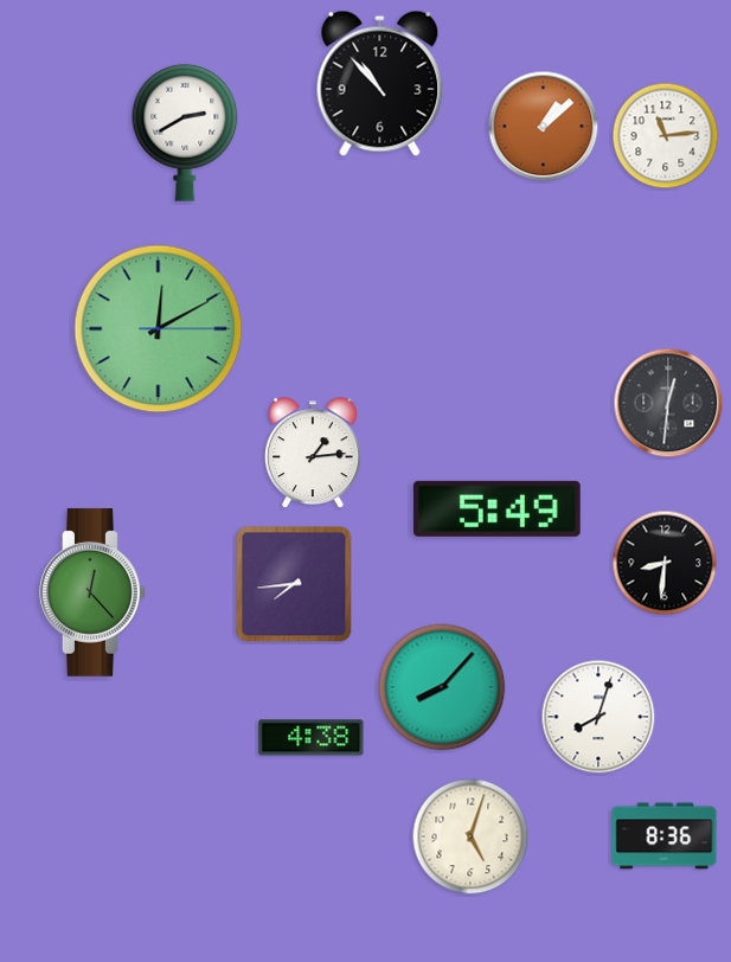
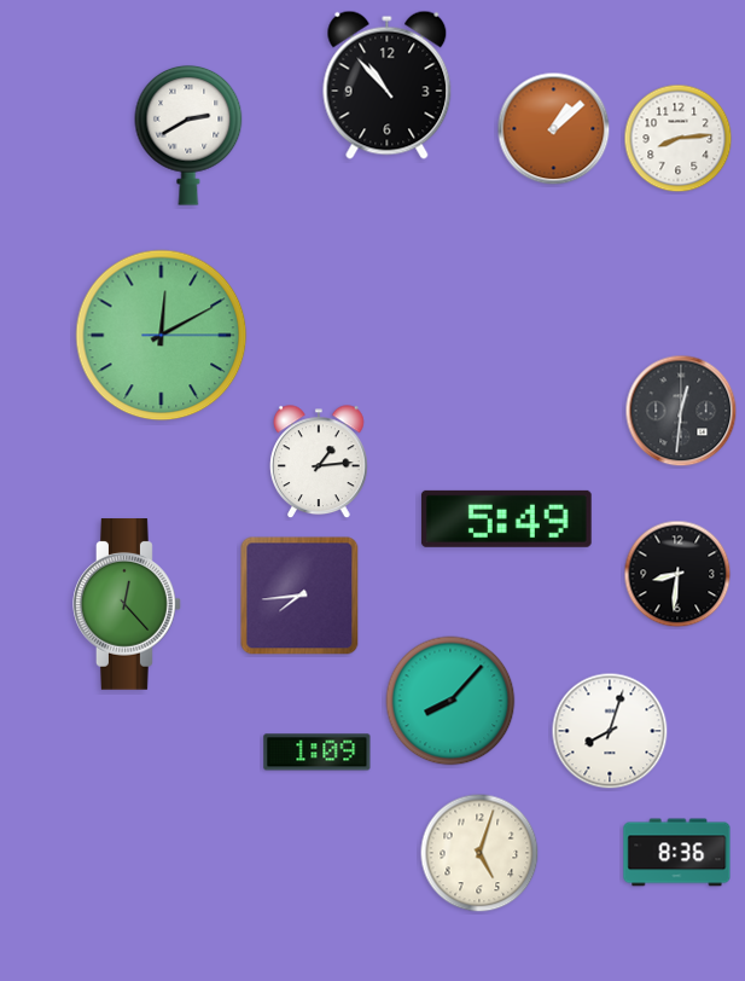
clock at (666, 136): 11:14 -> 8:14
clock at (92, 592) position: (92, 592) -> (127, 604)
clock at (312, 738): 4:38 -> 1:09
